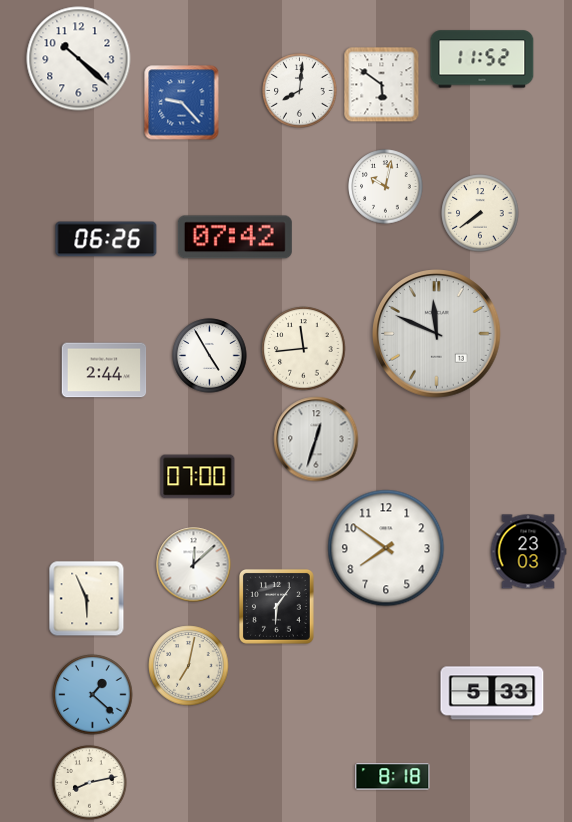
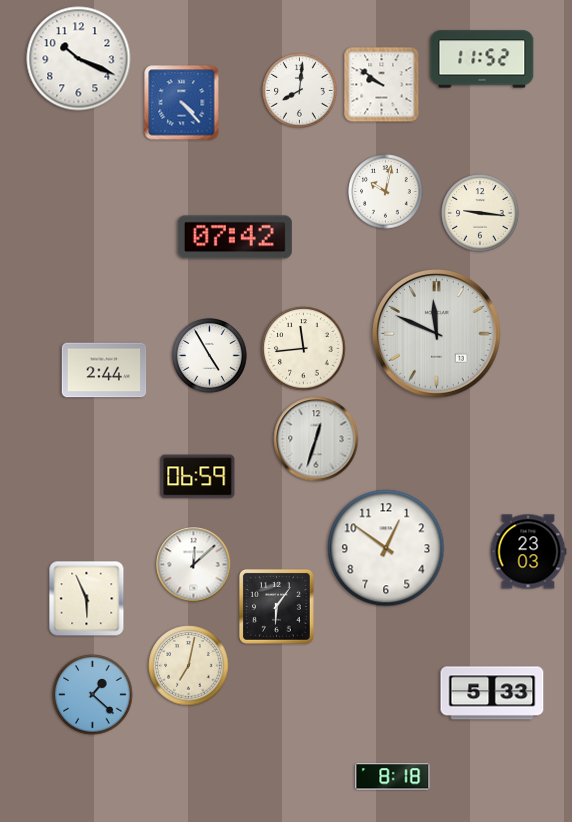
clock at (79, 59): 10:22 -> 10:19
clock at (382, 85): 5:51 -> 9:51
clock at (182, 103): 9:23 -> 4:23
clock at (386, 187) position: (386, 187) -> (386, 192)
clock at (480, 213): 7:39 -> 9:16
clock at (106, 239): 06:26 -> none
clock at (198, 477): 07:00 -> 06:59
clock at (386, 548): 7:51 -> 12:51
clock at (90, 783): 8:13 -> none
